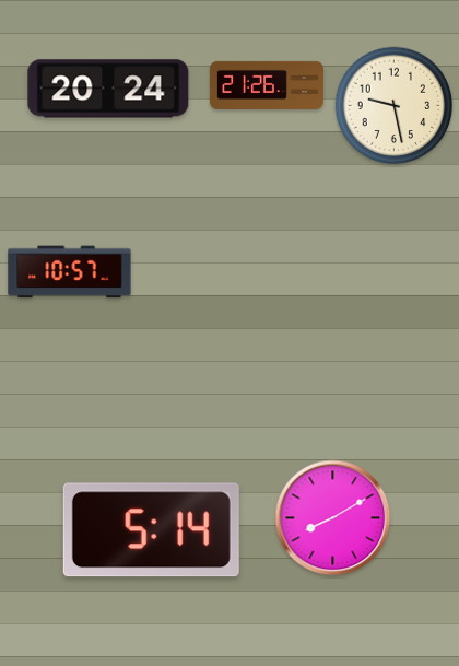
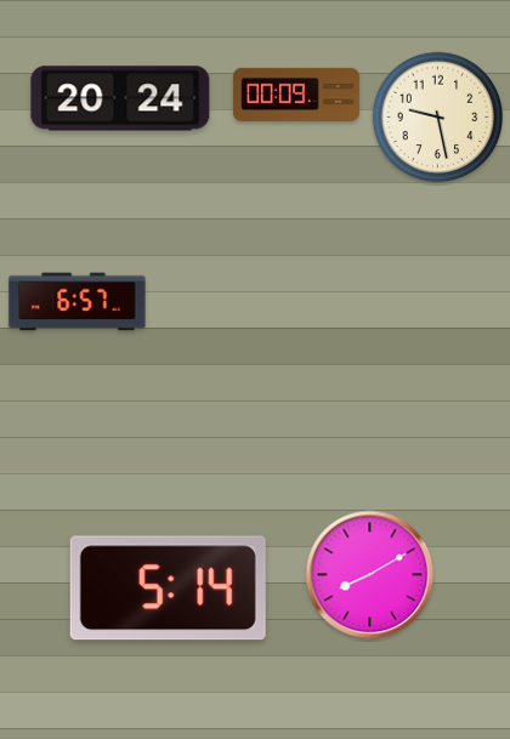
clock at (267, 85): 21:26 -> 00:09
clock at (70, 272): 10:57 -> 6:57
